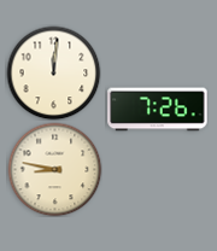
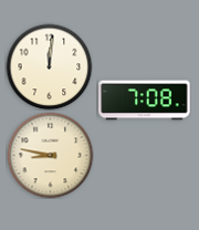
clock at (158, 110): 7:26 -> 7:08
